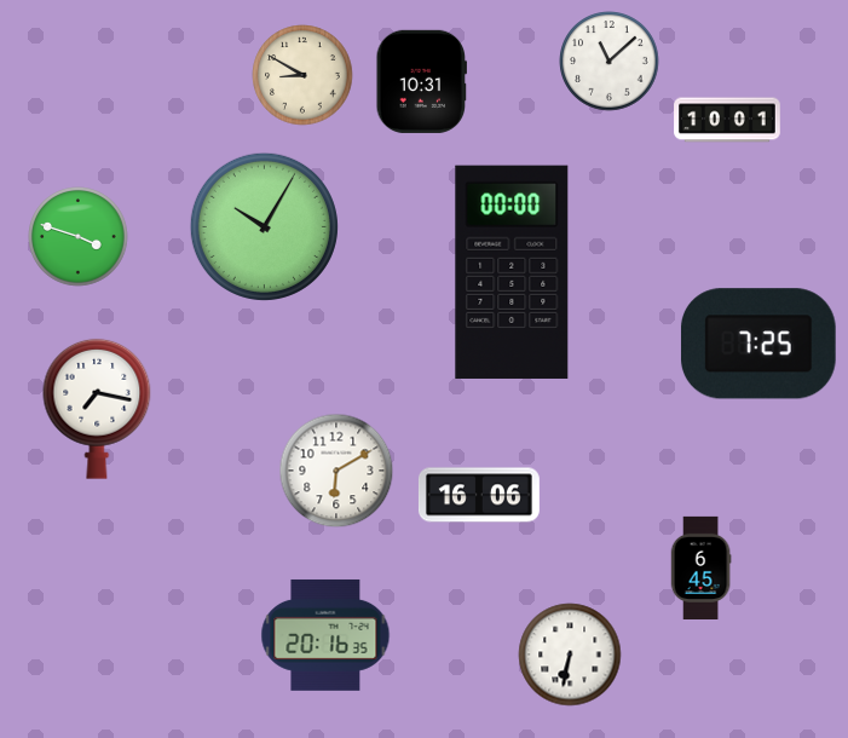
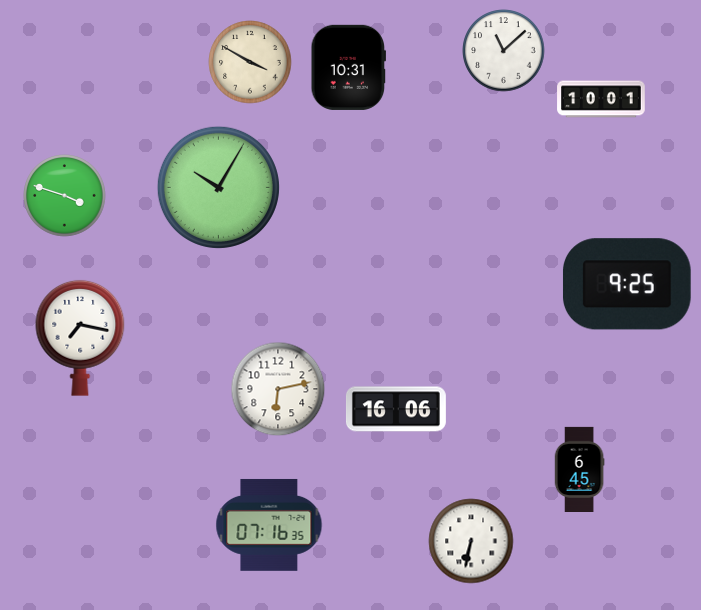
clock at (302, 75): 8:50 -> 3:50
clock at (512, 272): 00:00 -> none
clock at (758, 344): 7:25 -> 9:25
clock at (336, 471): 6:10 -> 6:13
clock at (325, 635): 20:16 -> 07:16
